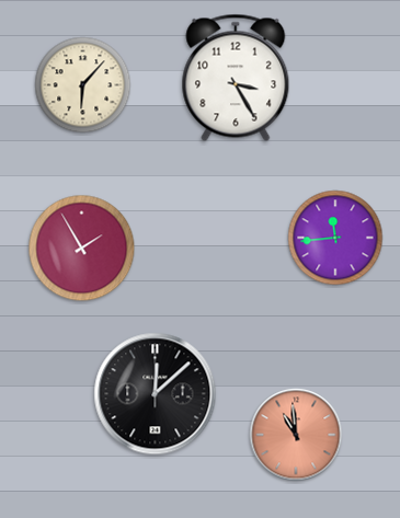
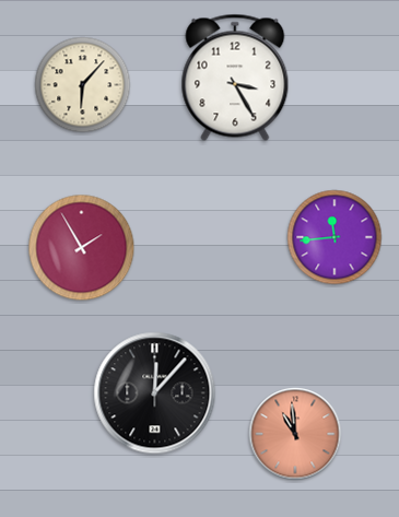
clock at (156, 394): 12:08 -> 12:07
